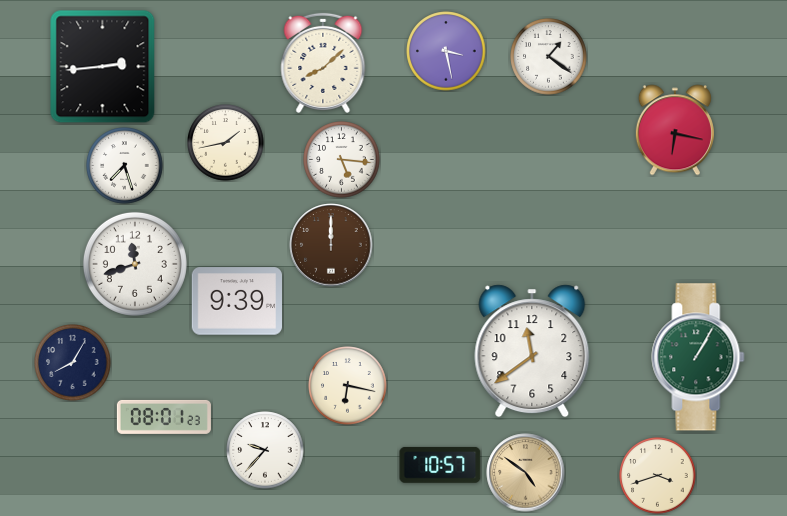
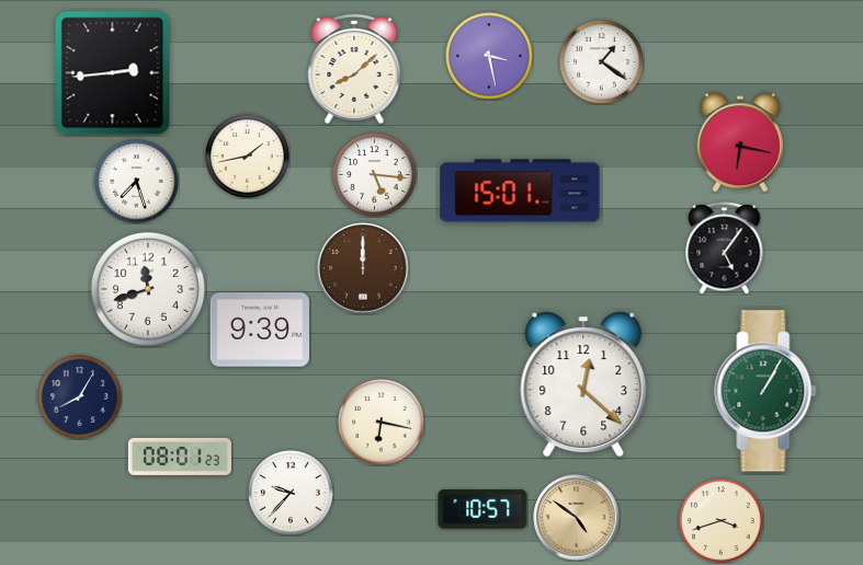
clock at (520, 191): none -> 15:01
clock at (725, 249): none -> 5:06
clock at (532, 351): 11:39 -> 12:22
